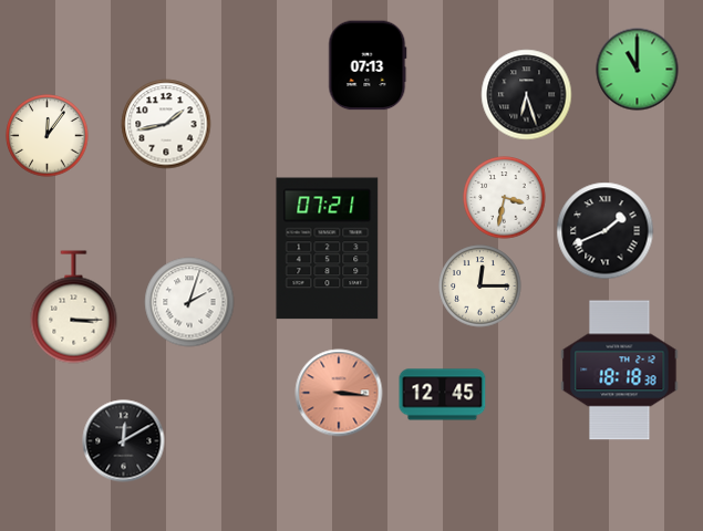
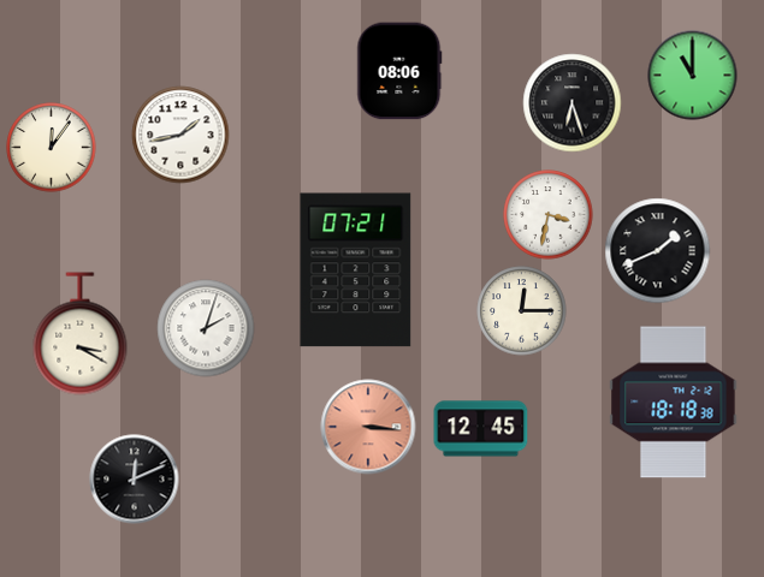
clock at (368, 65): 07:13 -> 08:06
clock at (74, 308): 3:15 -> 3:20
clock at (124, 441): 12:10 -> 12:11
